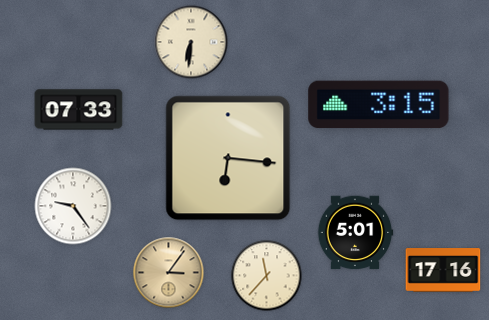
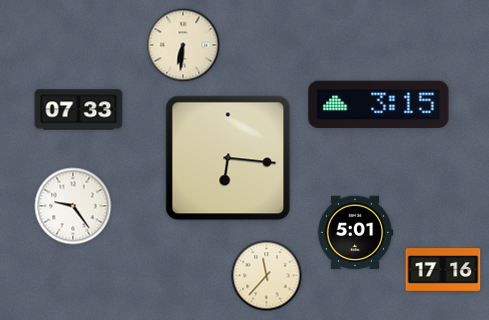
clock at (191, 42) position: (191, 42) -> (183, 45)
clock at (169, 273): 3:06 -> none
